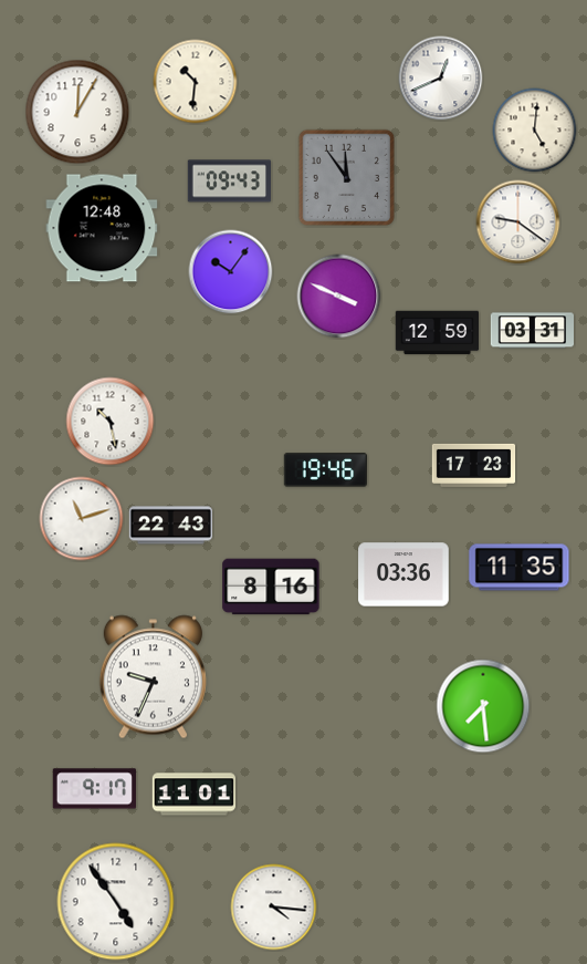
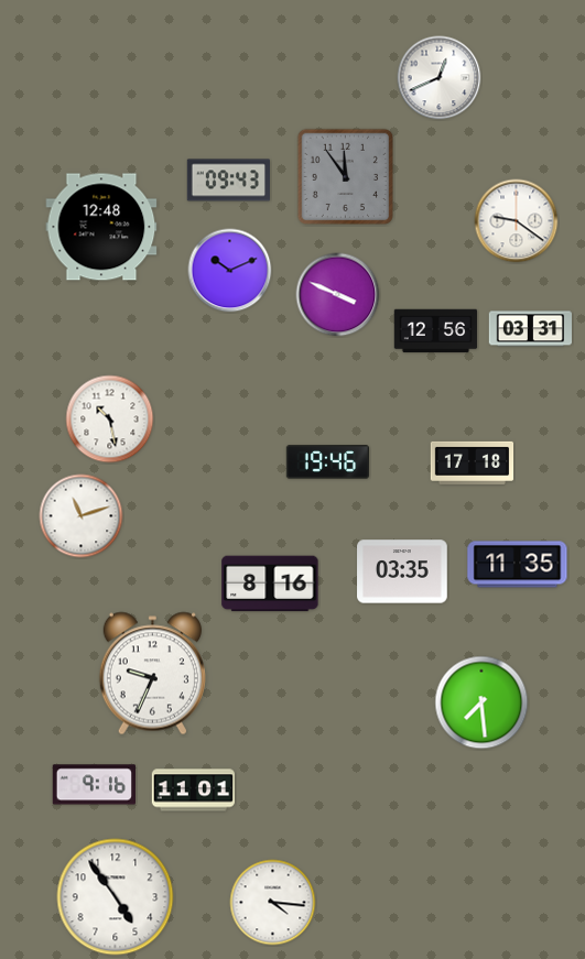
clock at (196, 82): 10:31 -> none
clock at (77, 112): 12:05 -> none
clock at (535, 131): 5:01 -> none
clock at (231, 272): 10:06 -> 10:11
clock at (438, 333): 12:59 -> 12:56
clock at (474, 465): 17:23 -> 17:18
clock at (325, 470) position: (325, 470) -> (327, 462)
clock at (170, 526): 22:43 -> none
clock at (403, 574): 03:36 -> 03:35
clock at (94, 789): 9:17 -> 9:16
